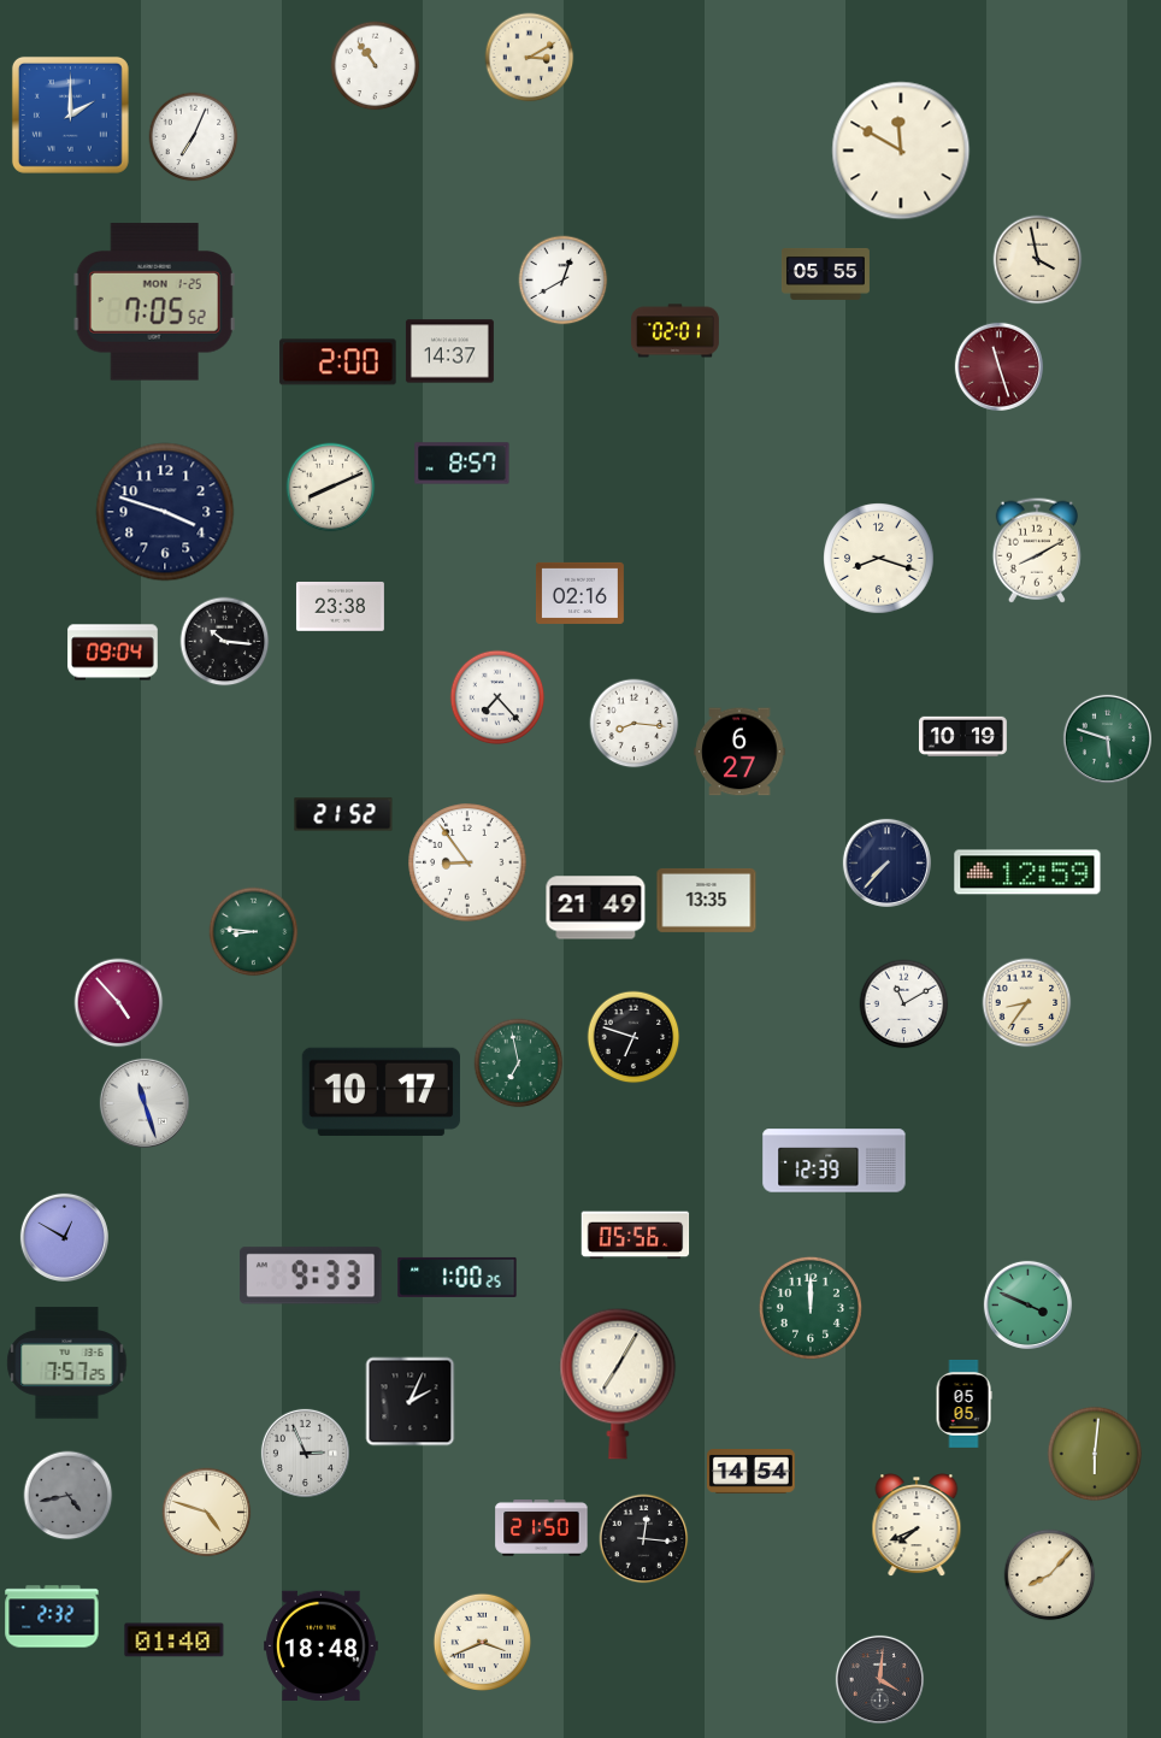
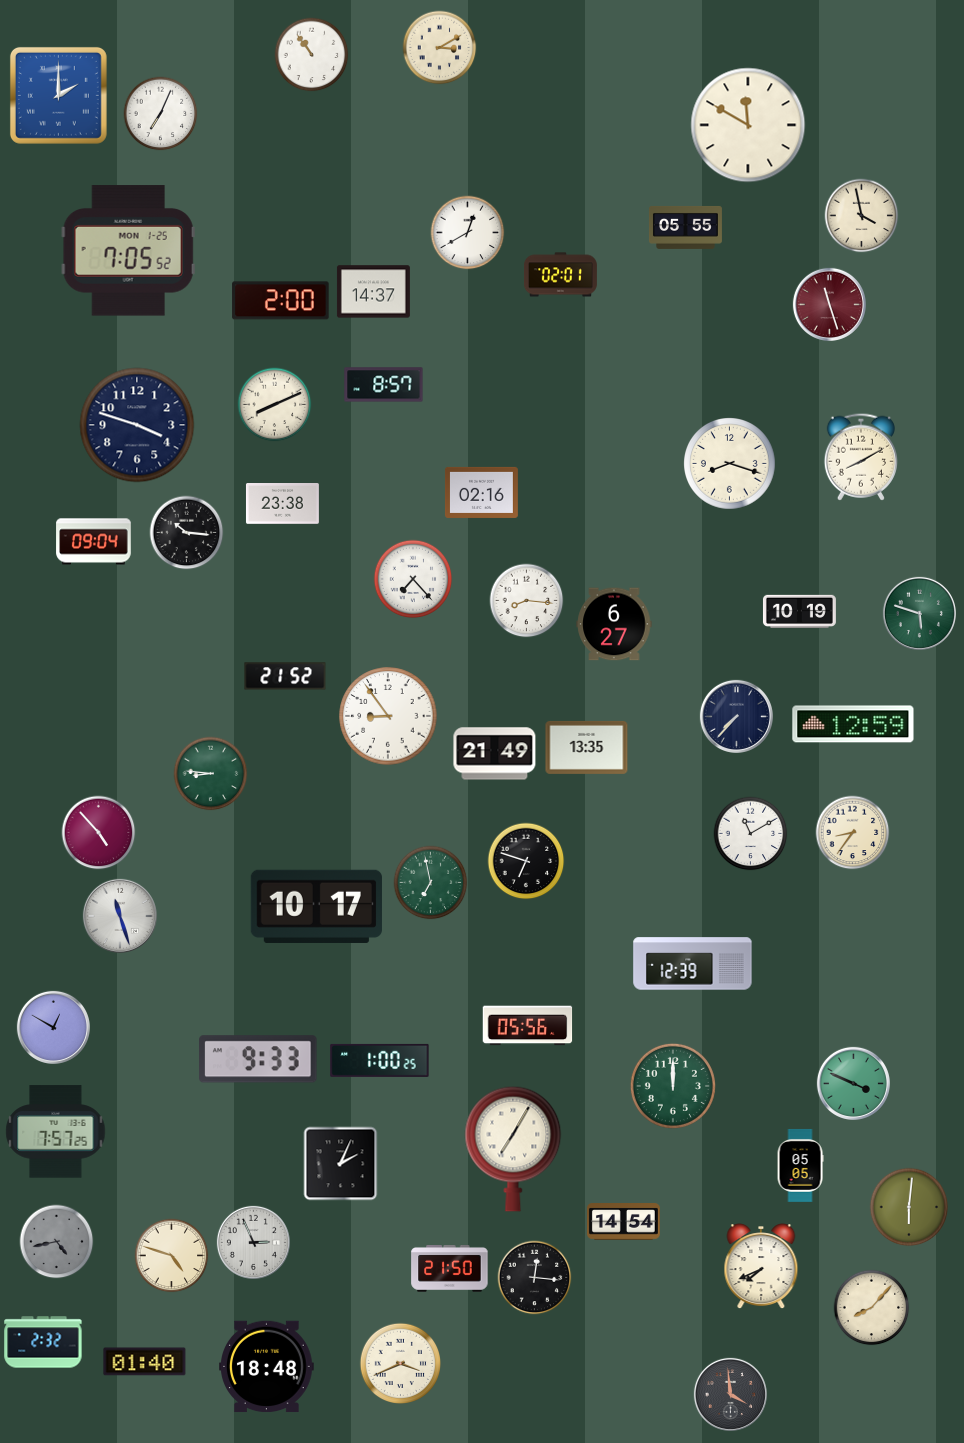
clock at (305, 1453) position: (305, 1453) -> (253, 1242)
clock at (879, 1679): 4:01 -> 3:59
